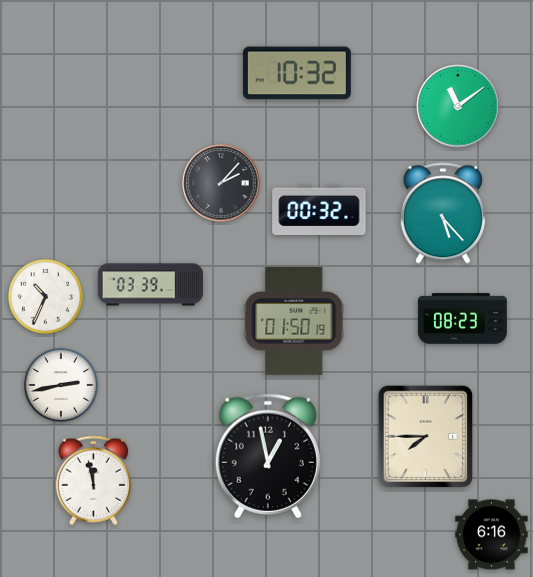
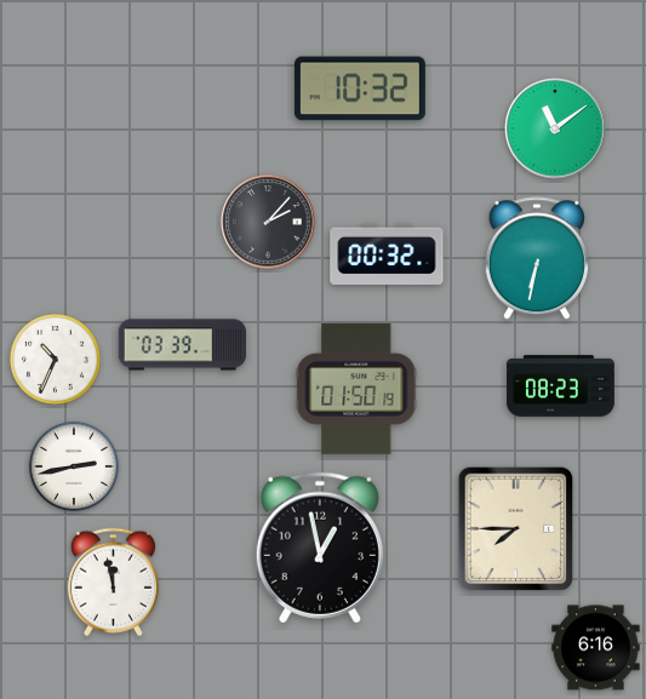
clock at (443, 213): 5:23 -> 6:32
clock at (268, 456) position: (268, 456) -> (320, 548)
